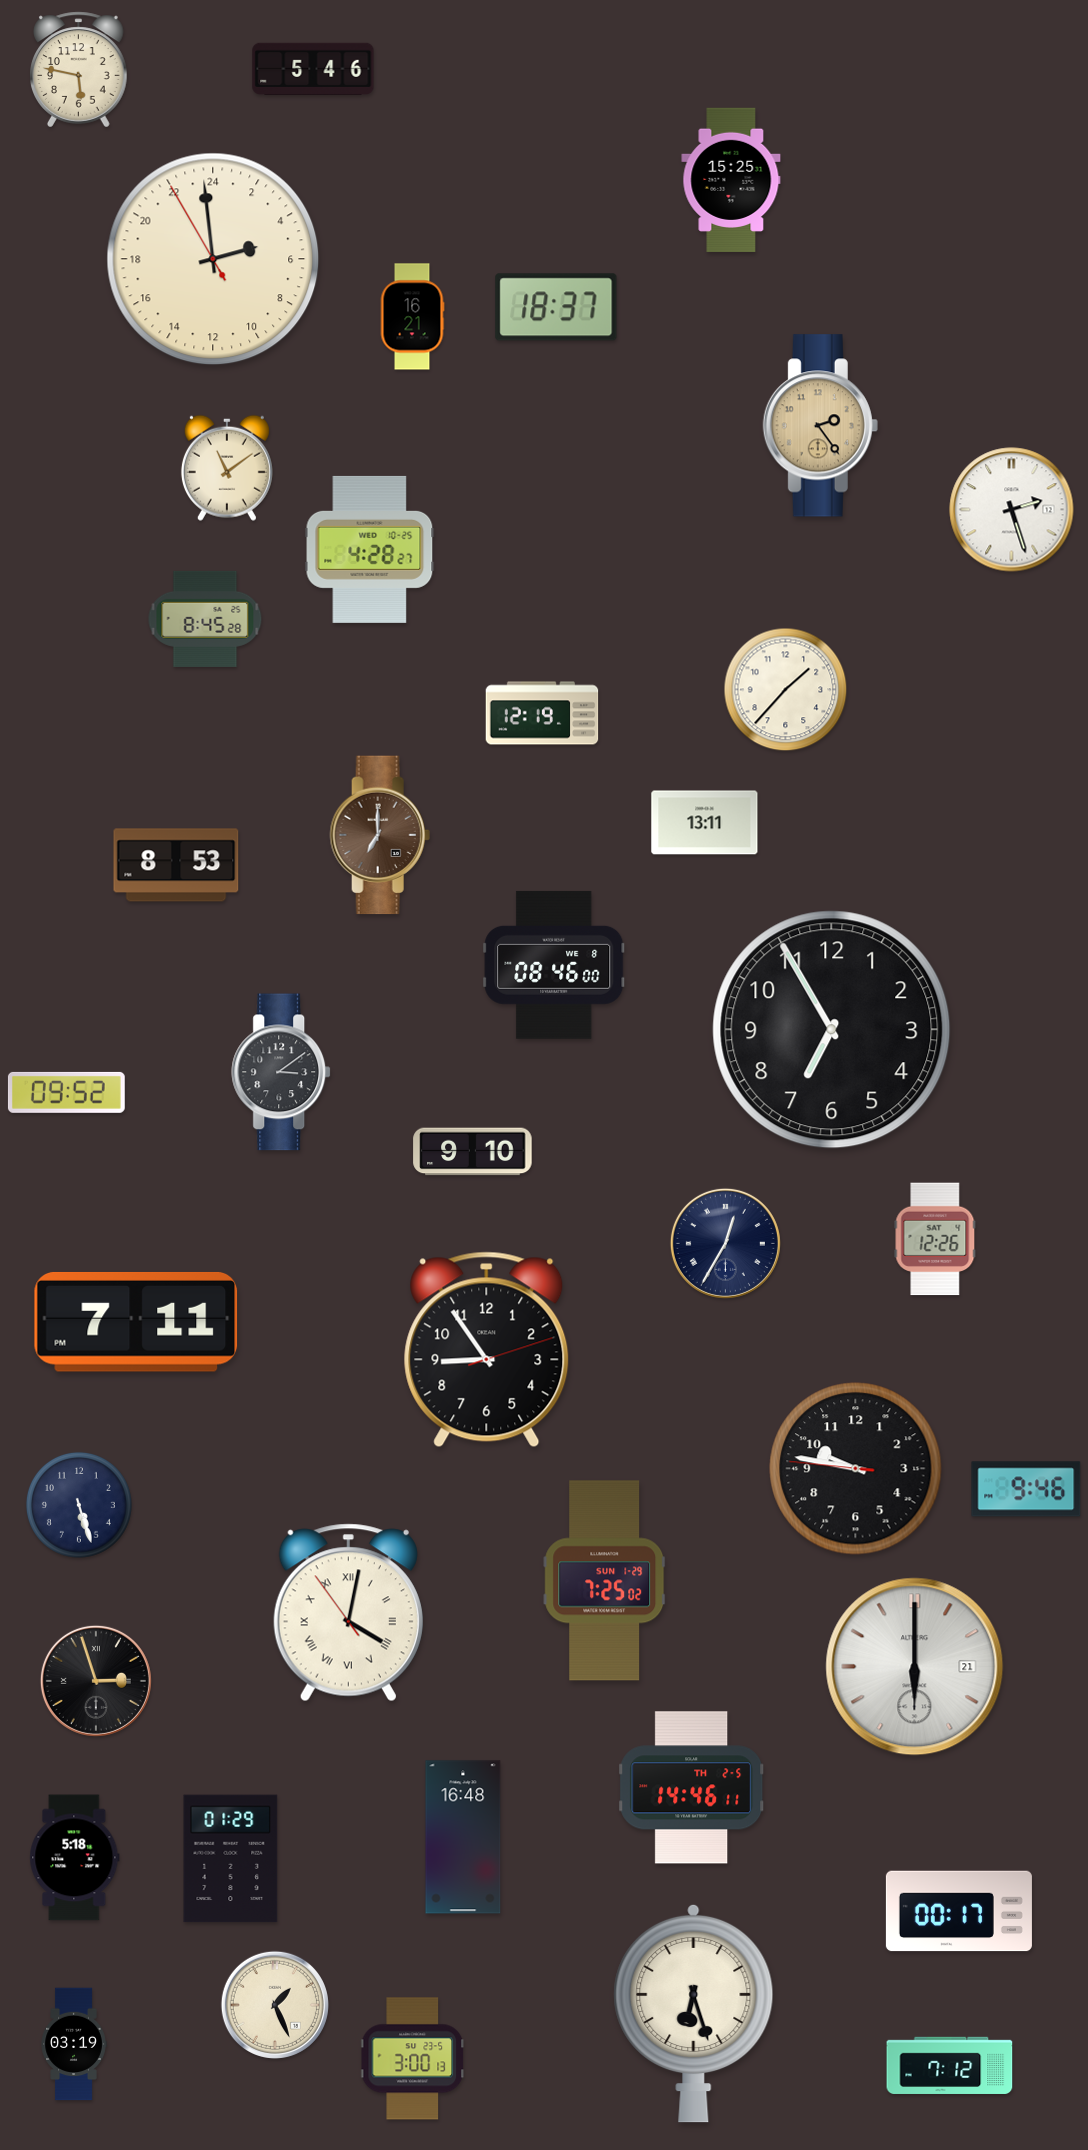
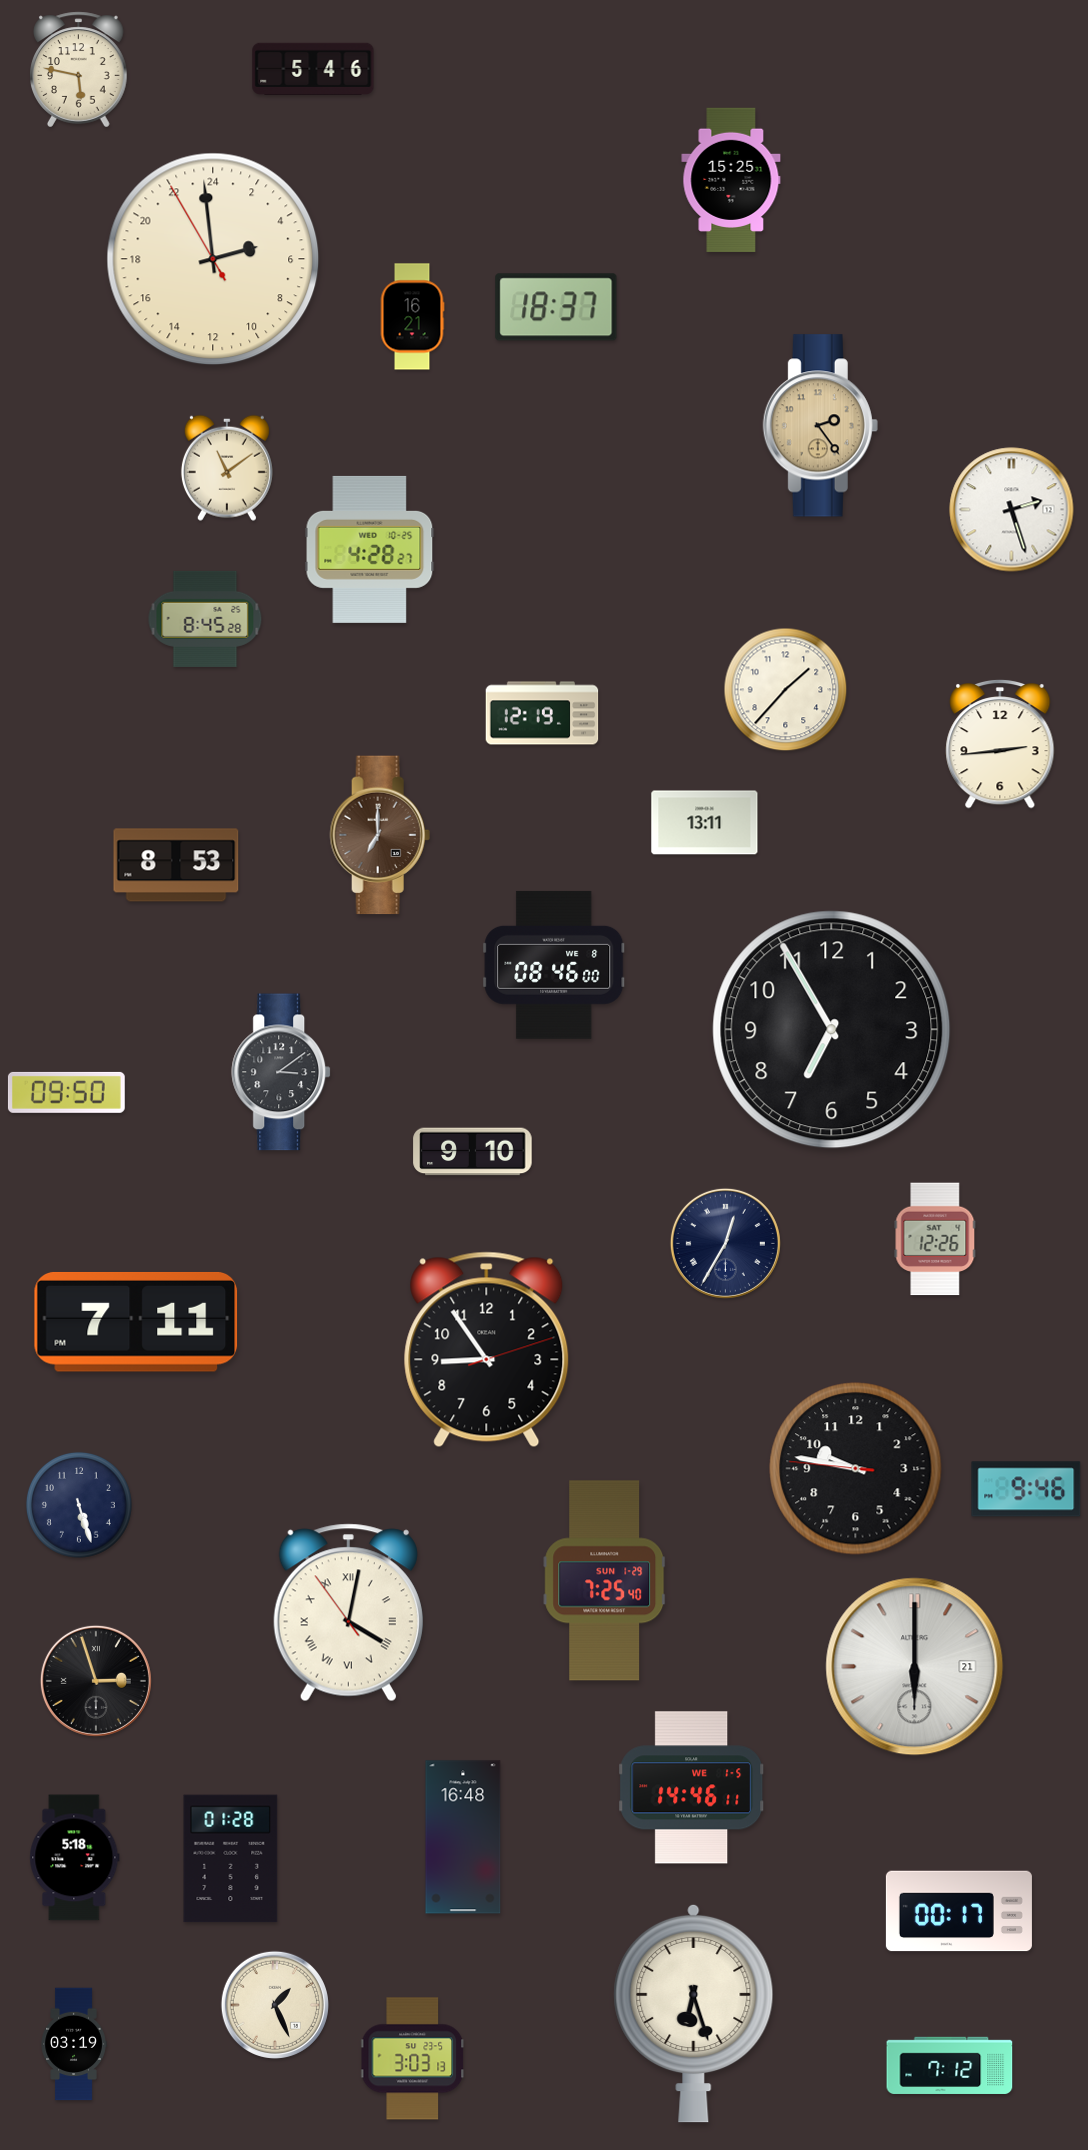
clock at (1000, 744): none -> 2:44
clock at (66, 1092): 09:52 -> 09:50
clock at (605, 1581): 7:25:02 -> 7:25:40
clock at (692, 1788) date: TH 2-5 -> WE 1-5
clock at (231, 1859): 01:29 -> 01:28
clock at (412, 2059): 3:00 -> 3:03
